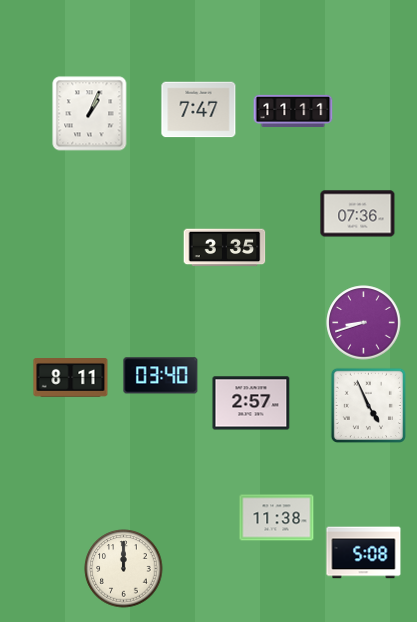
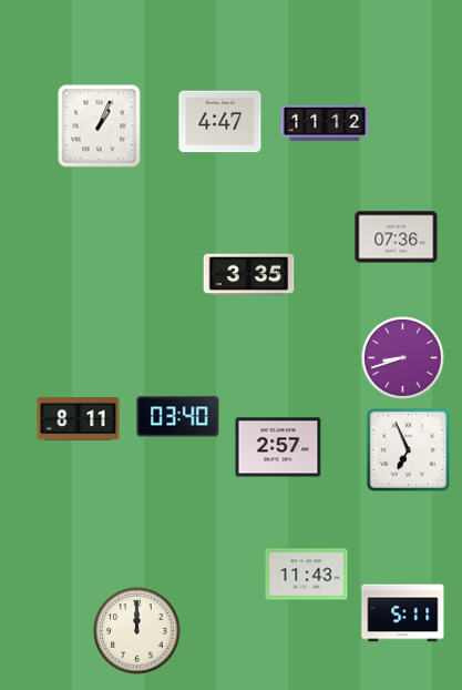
clock at (199, 110): 7:47 -> 4:47
clock at (293, 111): 11:11 -> 11:12
clock at (368, 405): 4:56 -> 6:56
clock at (277, 518): 11:38 -> 11:43
clock at (364, 553): 5:08 -> 5:11
